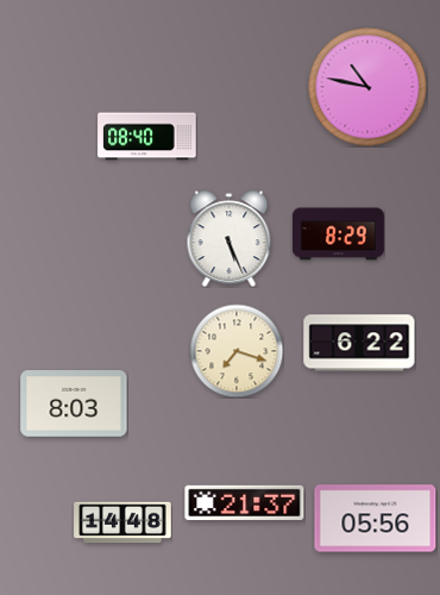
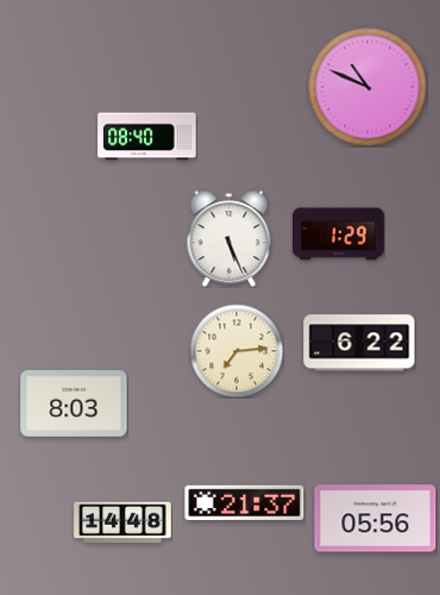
clock at (367, 87): 10:47 -> 10:49
clock at (338, 234): 8:29 -> 1:29
clock at (237, 351): 7:18 -> 7:14
